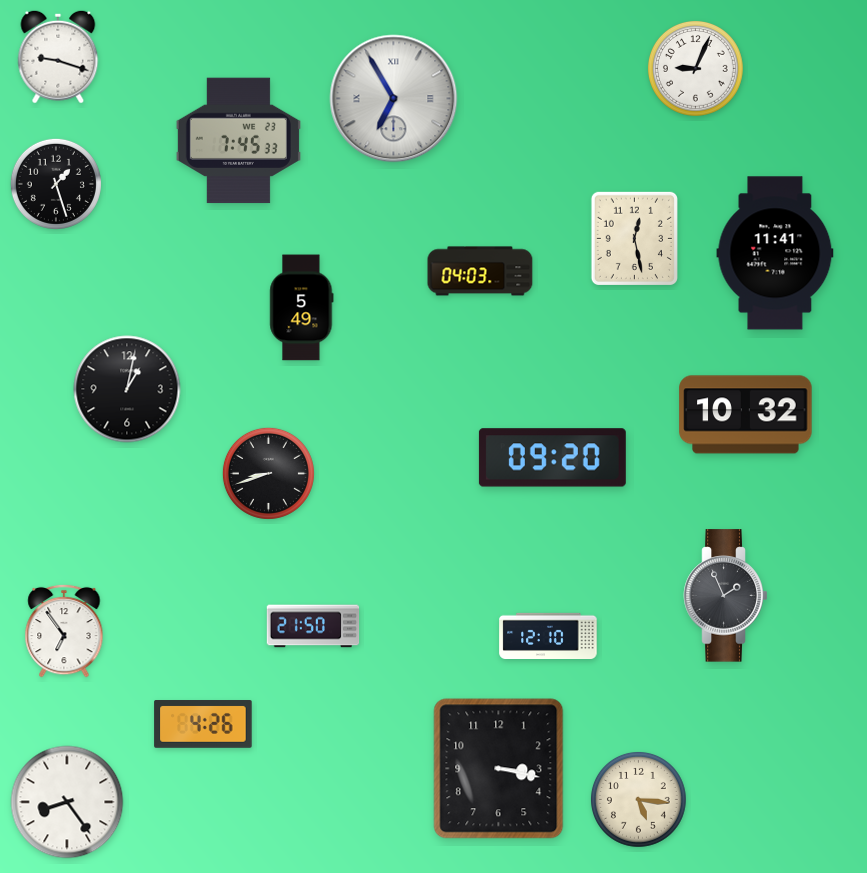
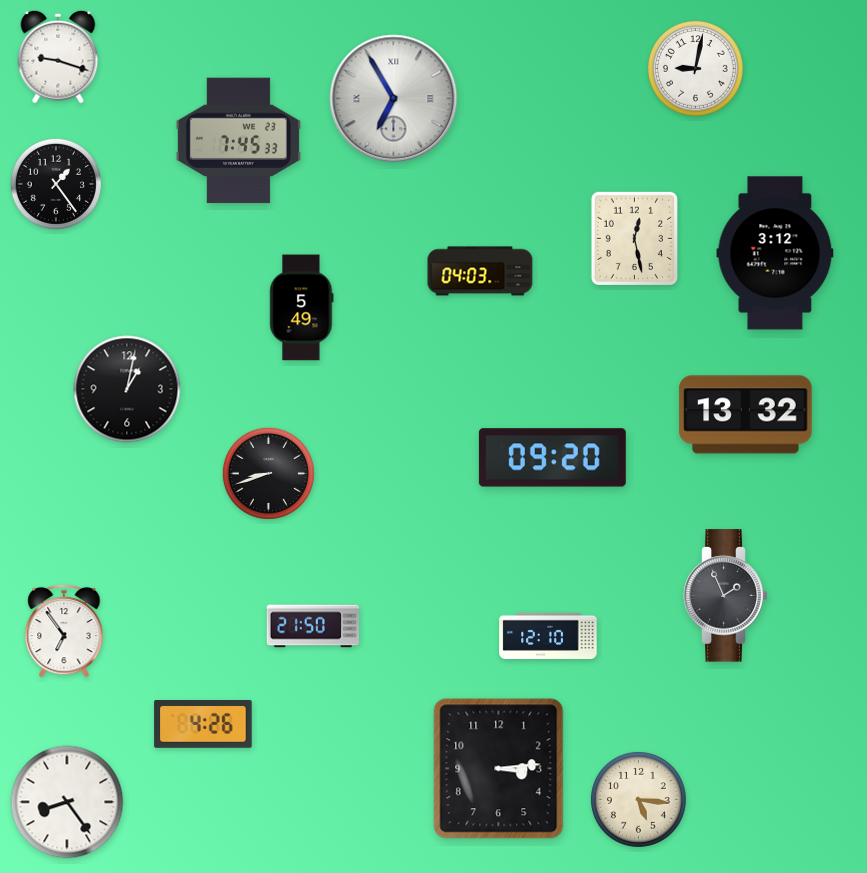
clock at (695, 68): 9:04 -> 9:02
clock at (56, 184): 1:27 -> 1:24
clock at (775, 253): 11:41 -> 3:12
clock at (746, 415): 10:32 -> 13:32
clock at (499, 769): 3:17 -> 3:14
